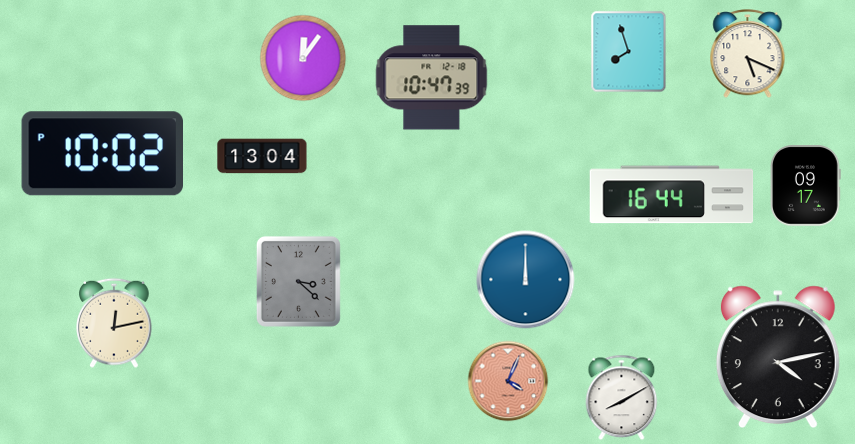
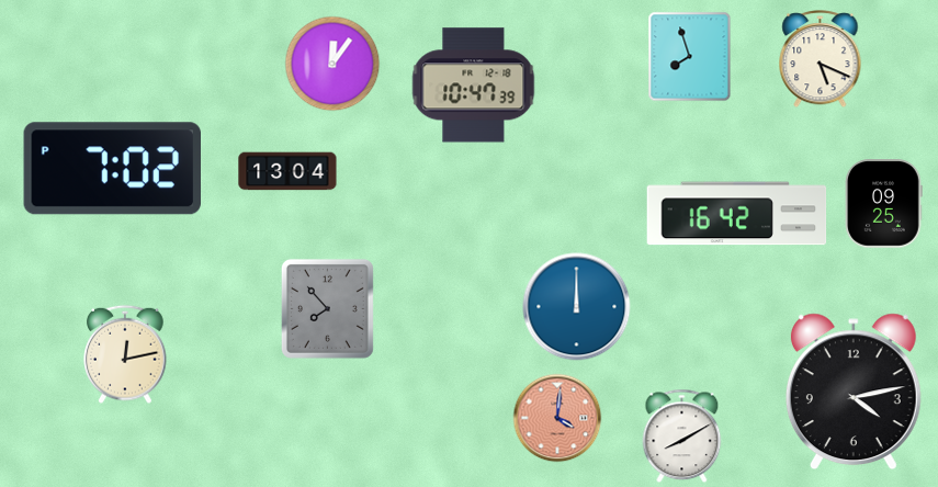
clock at (102, 154): 10:02 -> 7:02
clock at (806, 186): 09:17 -> 09:25
clock at (672, 195): 16:44 -> 16:42
clock at (298, 281): 3:22 -> 7:53
clock at (508, 381): 4:04 -> 4:01
